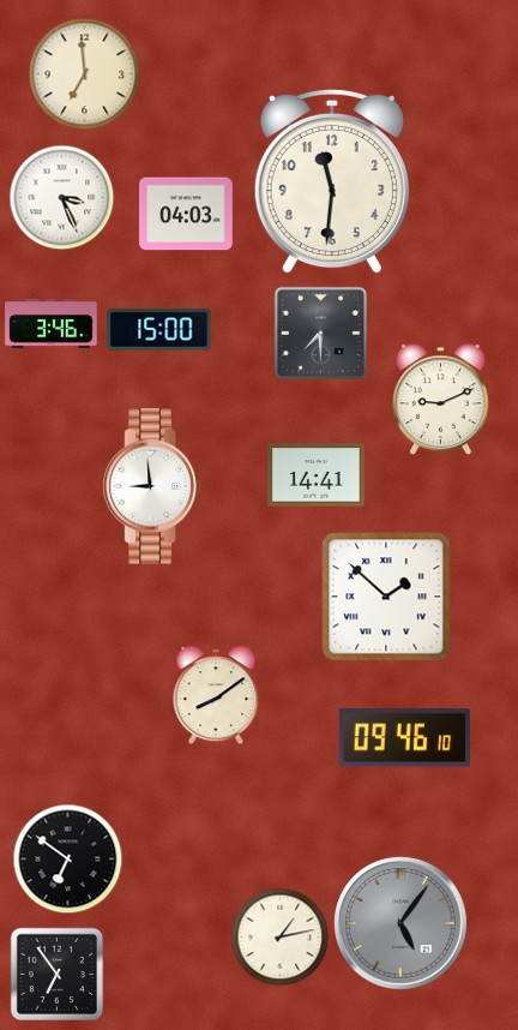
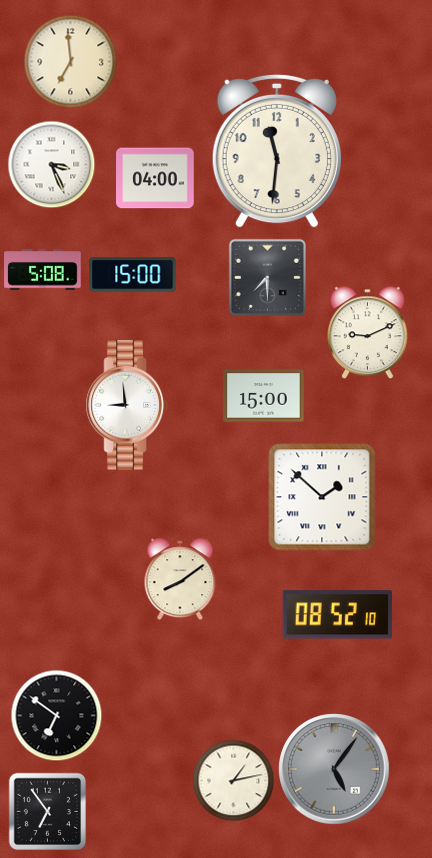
clock at (186, 214): 04:03 -> 04:00
clock at (52, 324): 3:46 -> 5:08
clock at (317, 475): 14:41 -> 15:00
clock at (405, 738): 09:46 -> 08:52
